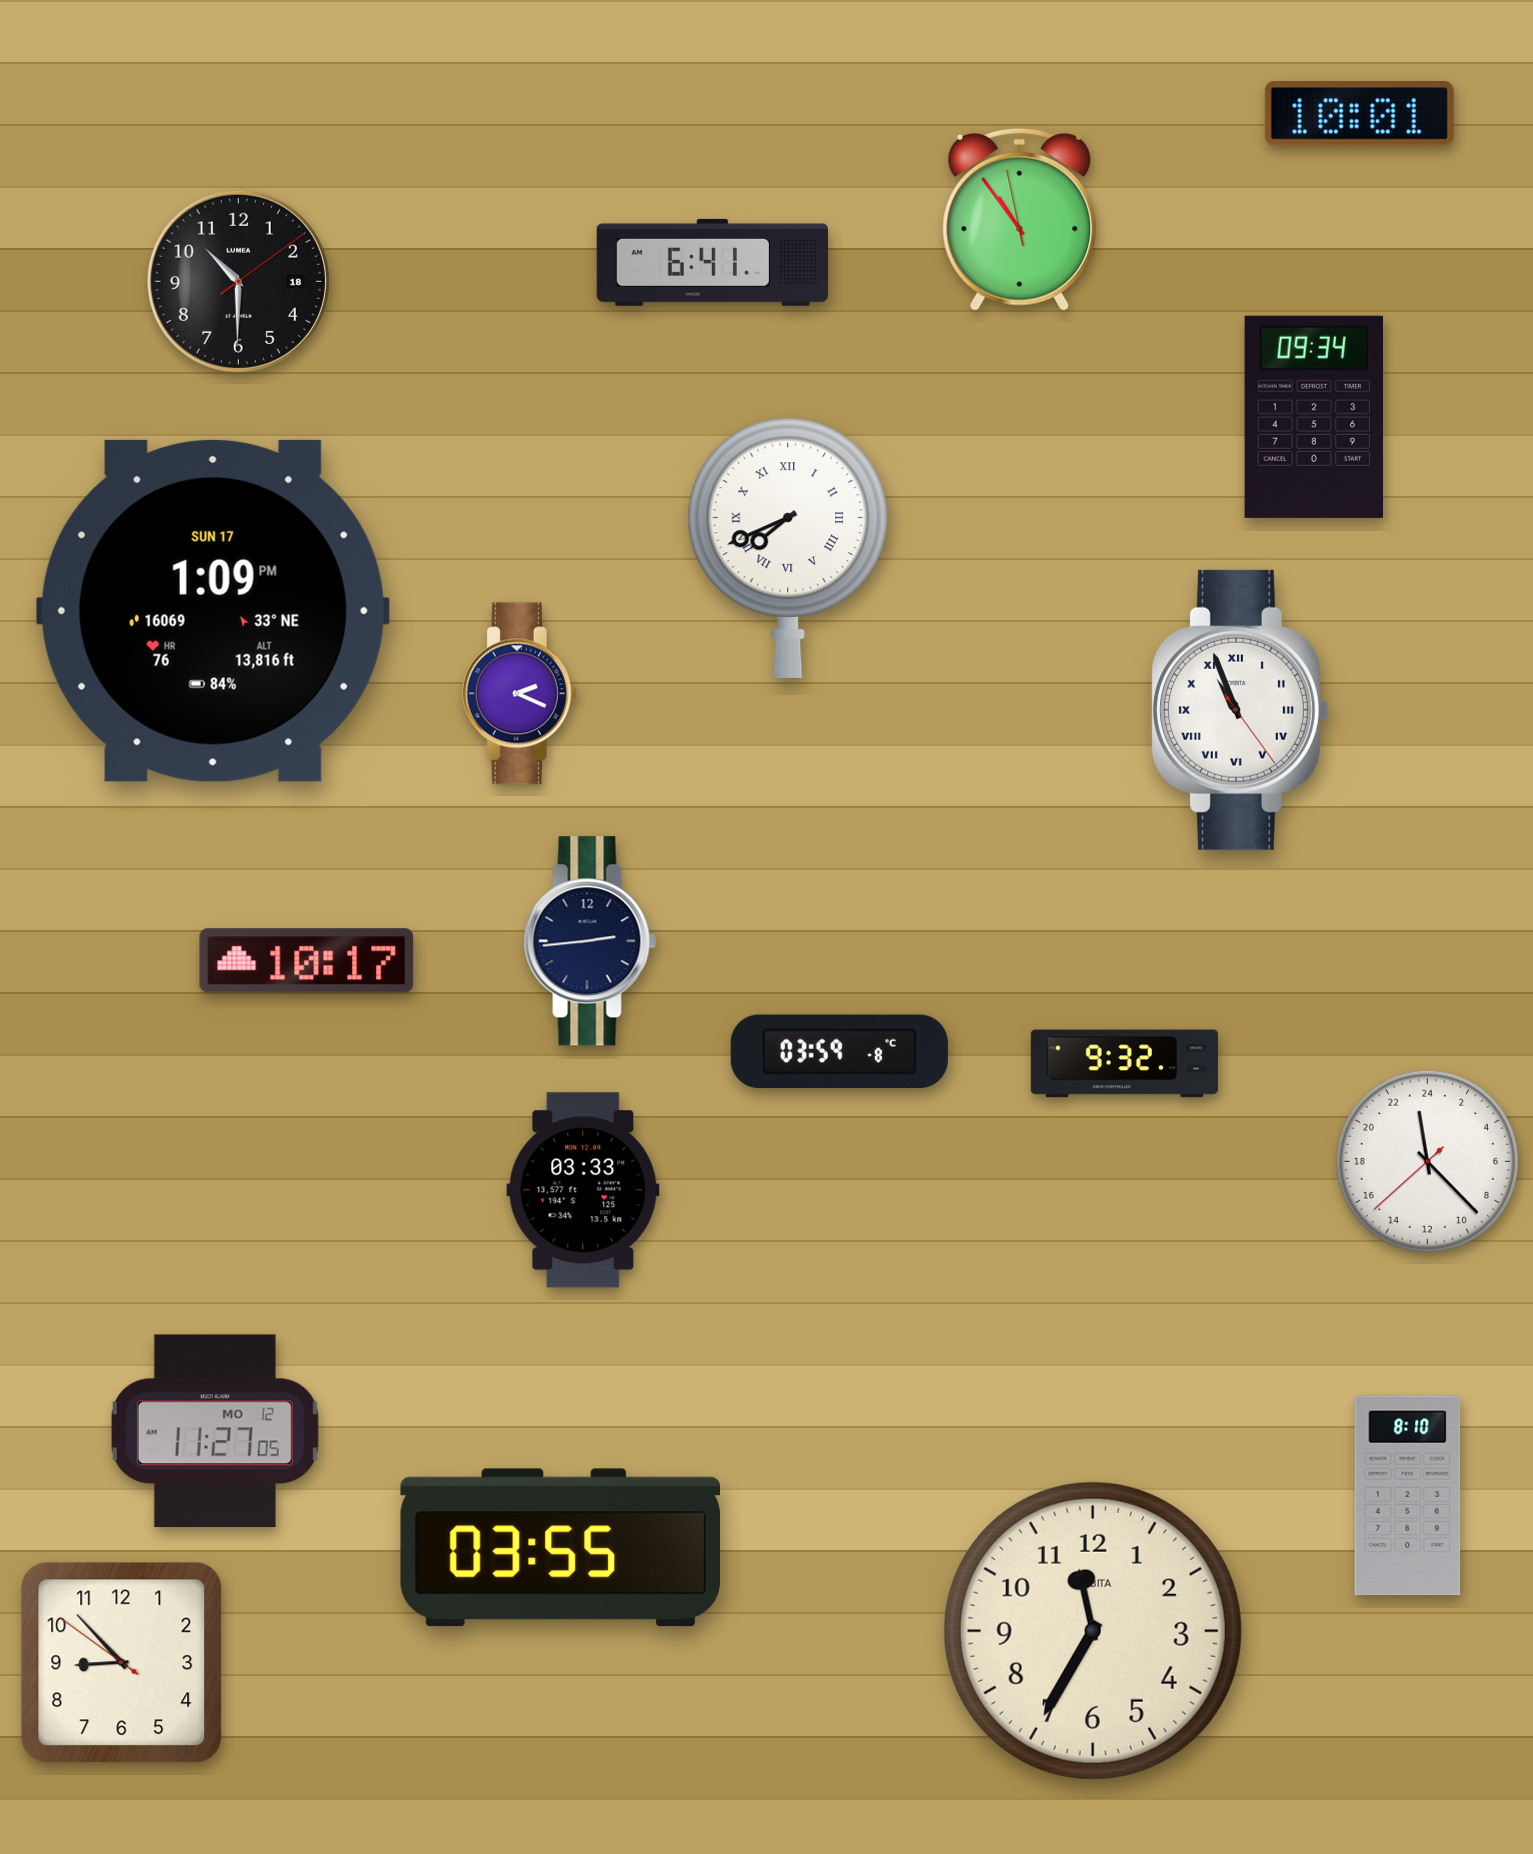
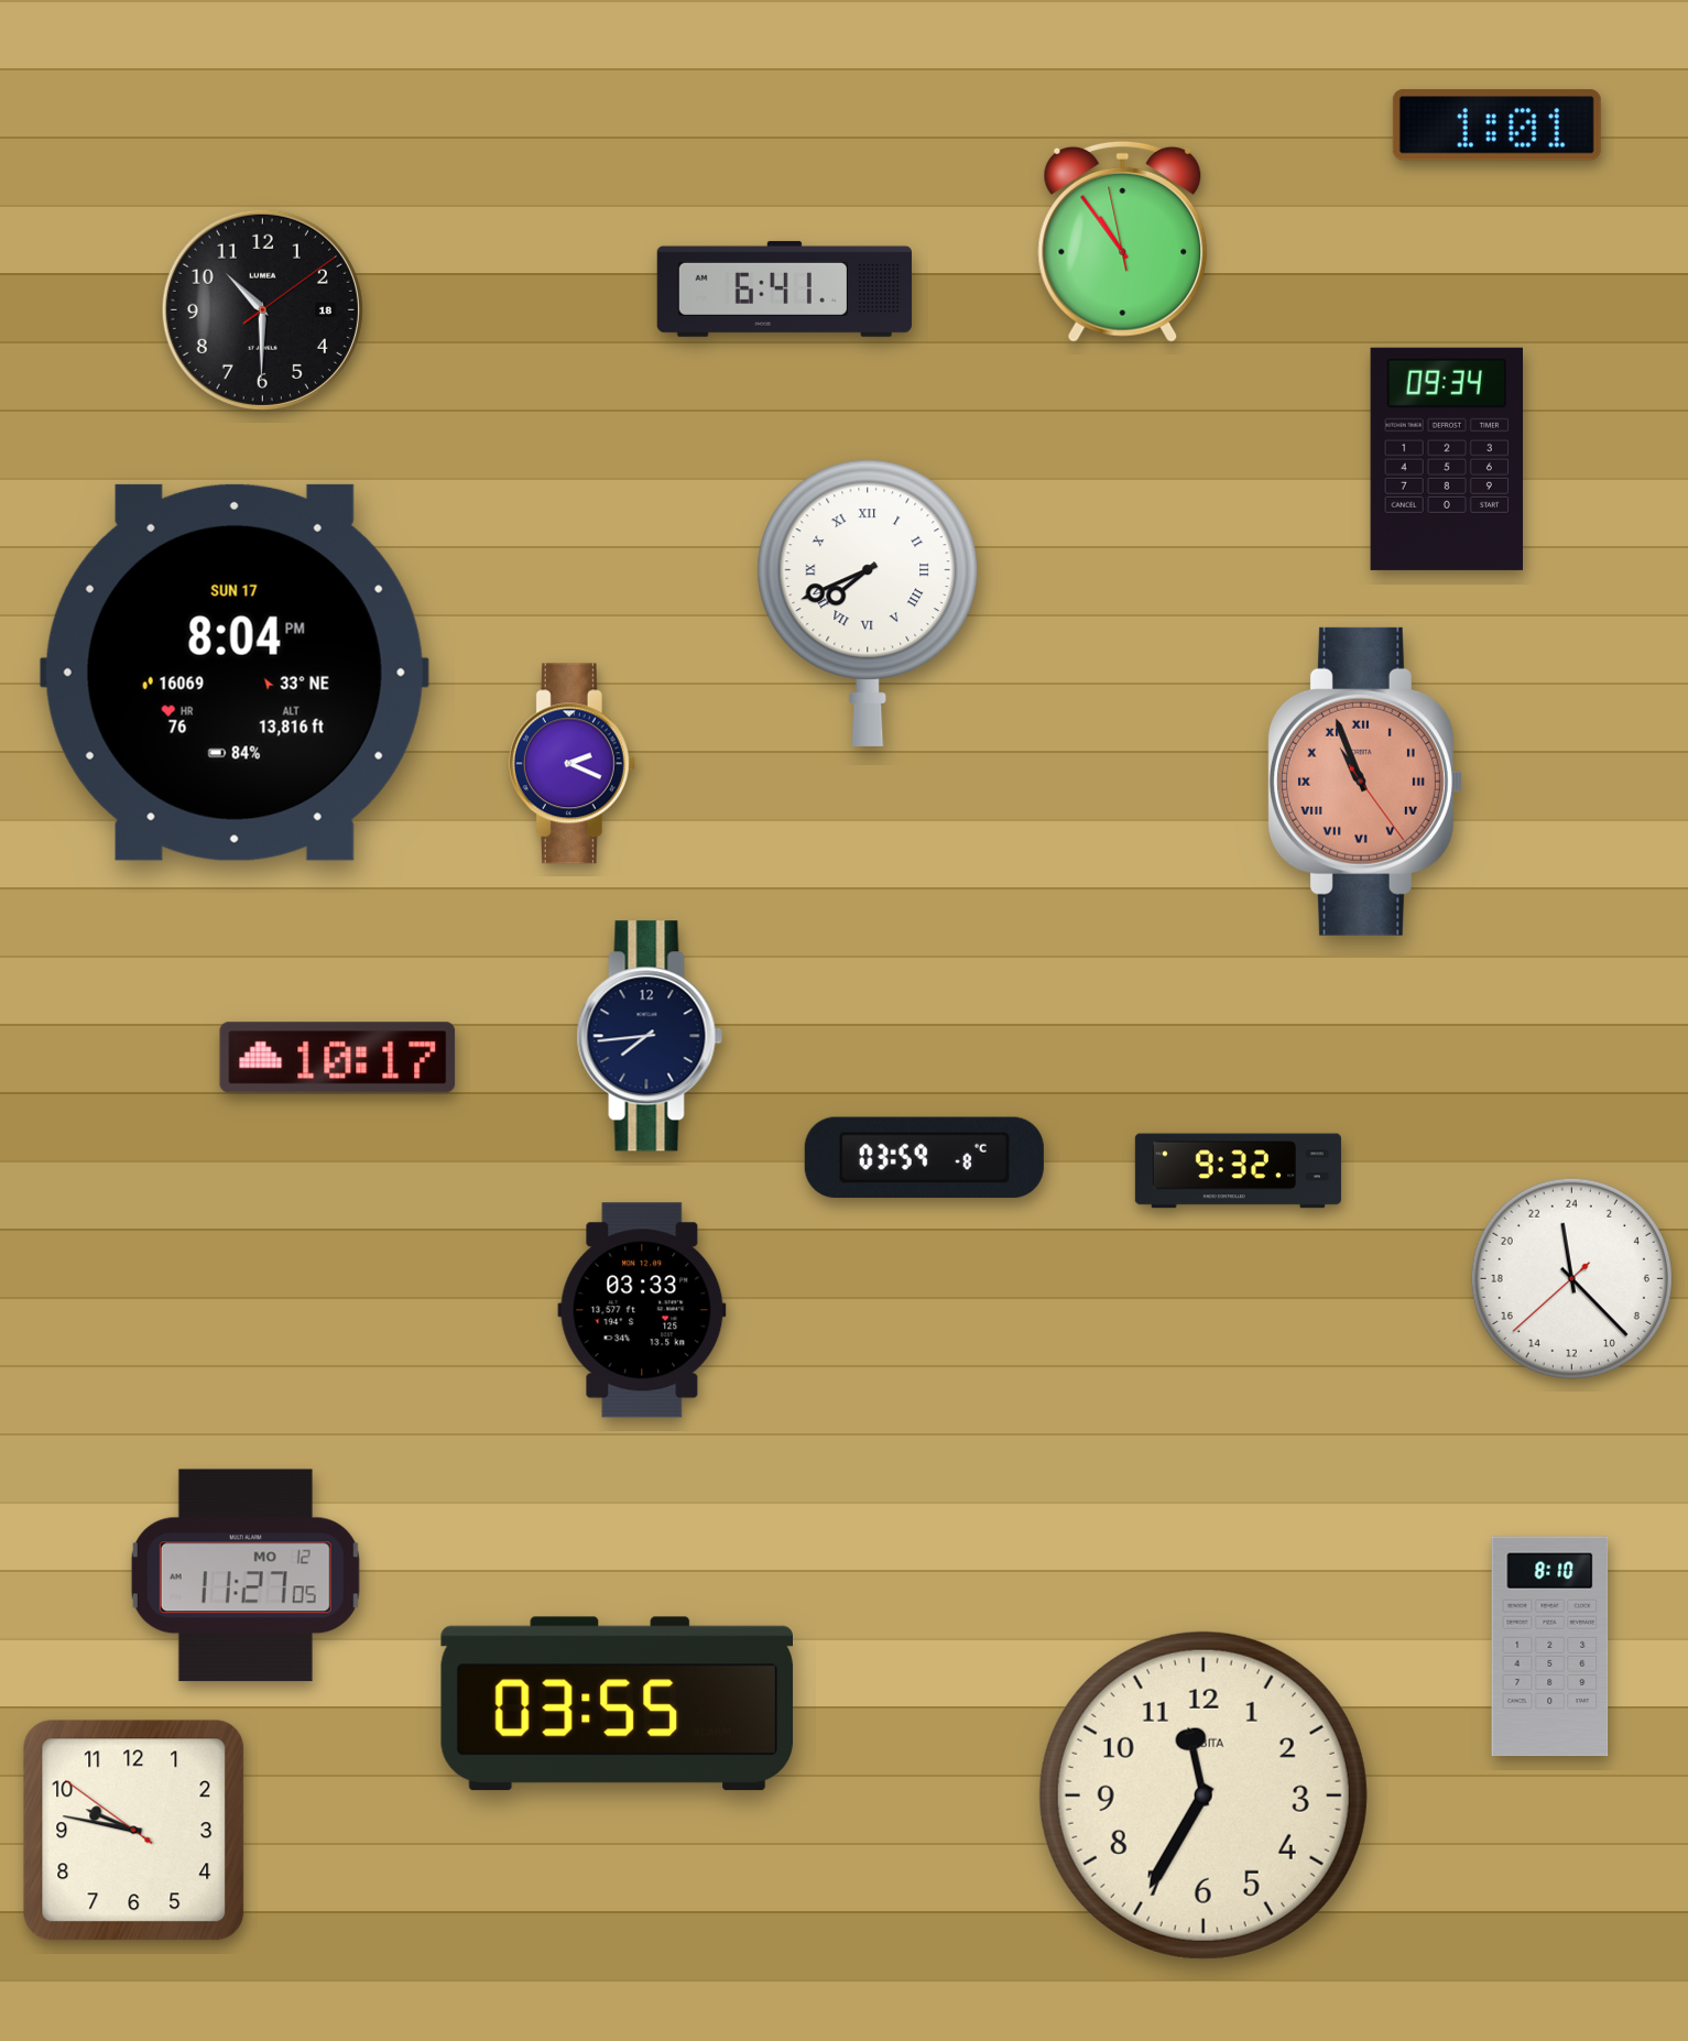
clock at (1359, 114): 10:01 -> 1:01
clock at (213, 611): 1:09 -> 8:04
clock at (1239, 710) dial: white -> salmon
clock at (590, 941): 2:44 -> 7:44
clock at (215, 1431) position: (215, 1431) -> (246, 1575)
clock at (122, 1663): 8:52 -> 9:46
